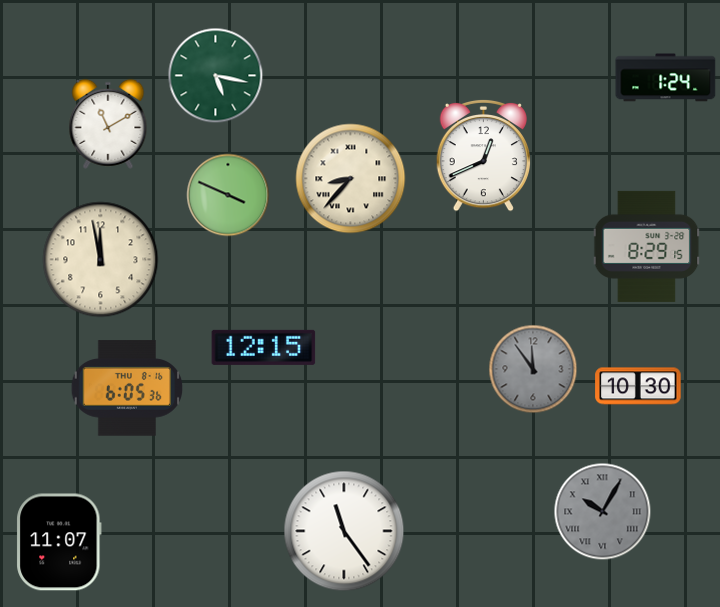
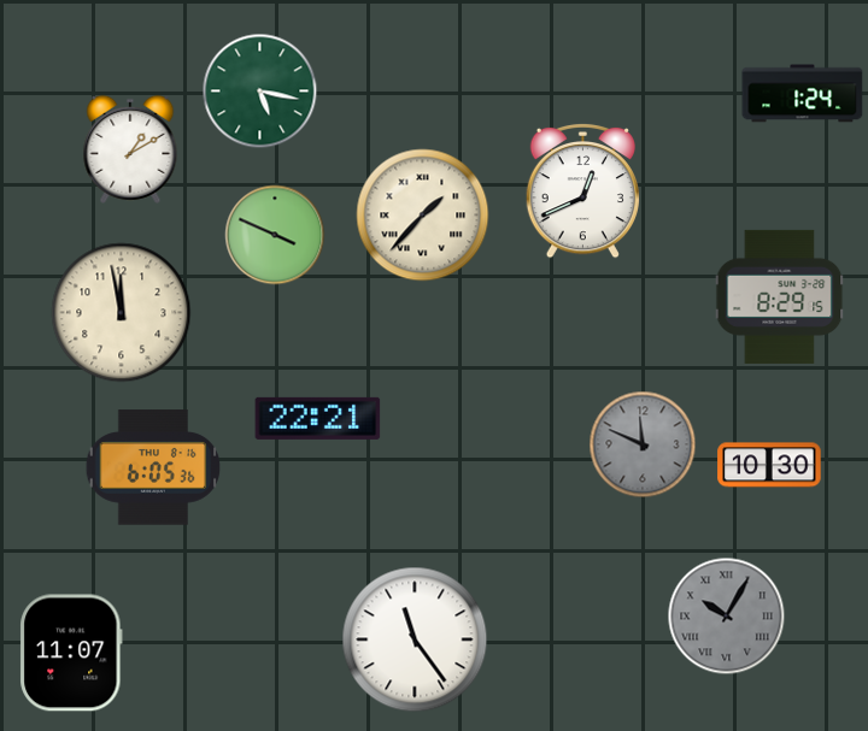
clock at (108, 124): 11:10 -> 1:10
clock at (483, 155) position: (483, 155) -> (582, 190)
clock at (351, 179): 8:37 -> 1:37
clock at (264, 347): 12:15 -> 22:21
clock at (533, 369): 11:54 -> 11:49
